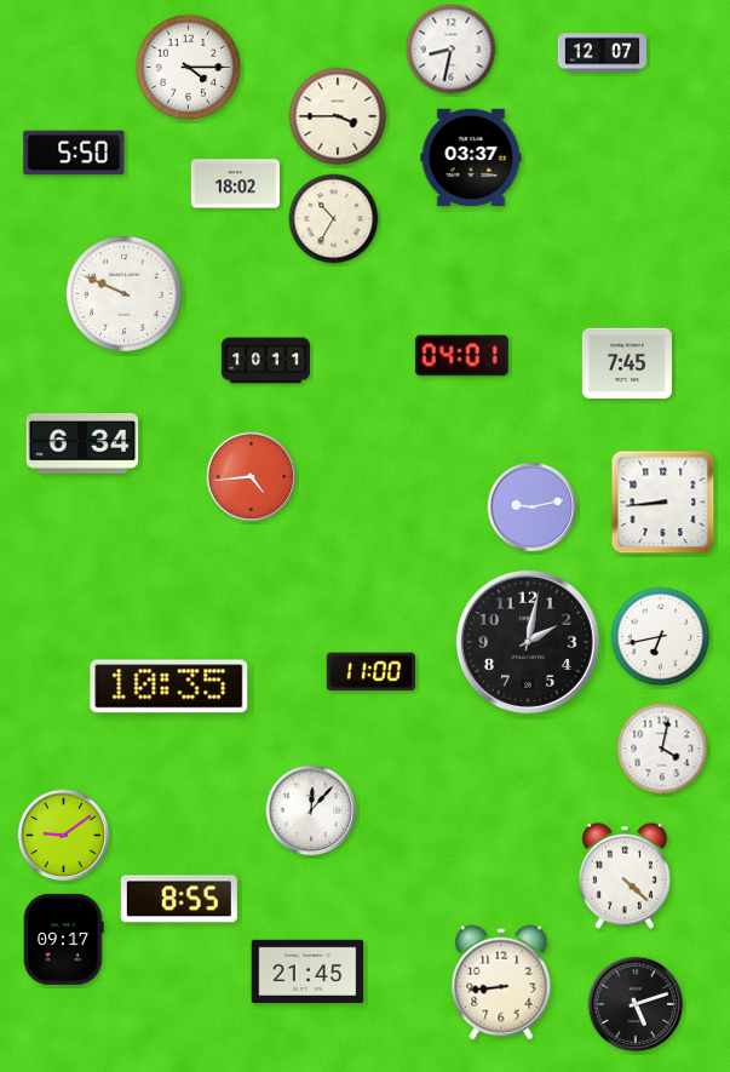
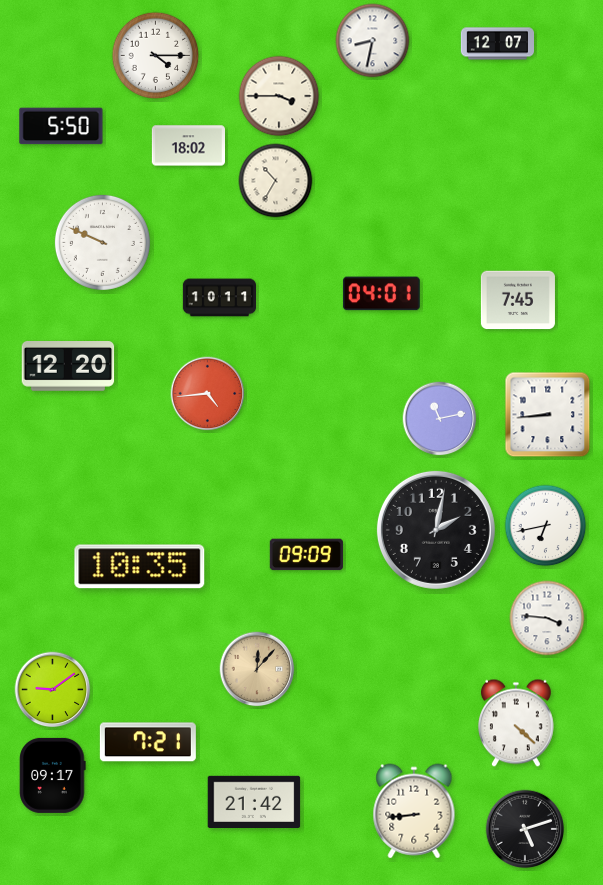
clock at (471, 157): 03:37 -> none
clock at (235, 184) position: (235, 184) -> (188, 146)
clock at (82, 445): 6:34 -> 12:20
clock at (533, 508): 9:13 -> 11:13
clock at (370, 672): 11:00 -> 09:09
clock at (662, 749): 4:02 -> 3:46
clock at (311, 810) dial: white -> champagne
clock at (179, 899): 8:55 -> 7:21
clock at (307, 970): 21:45 -> 21:42
